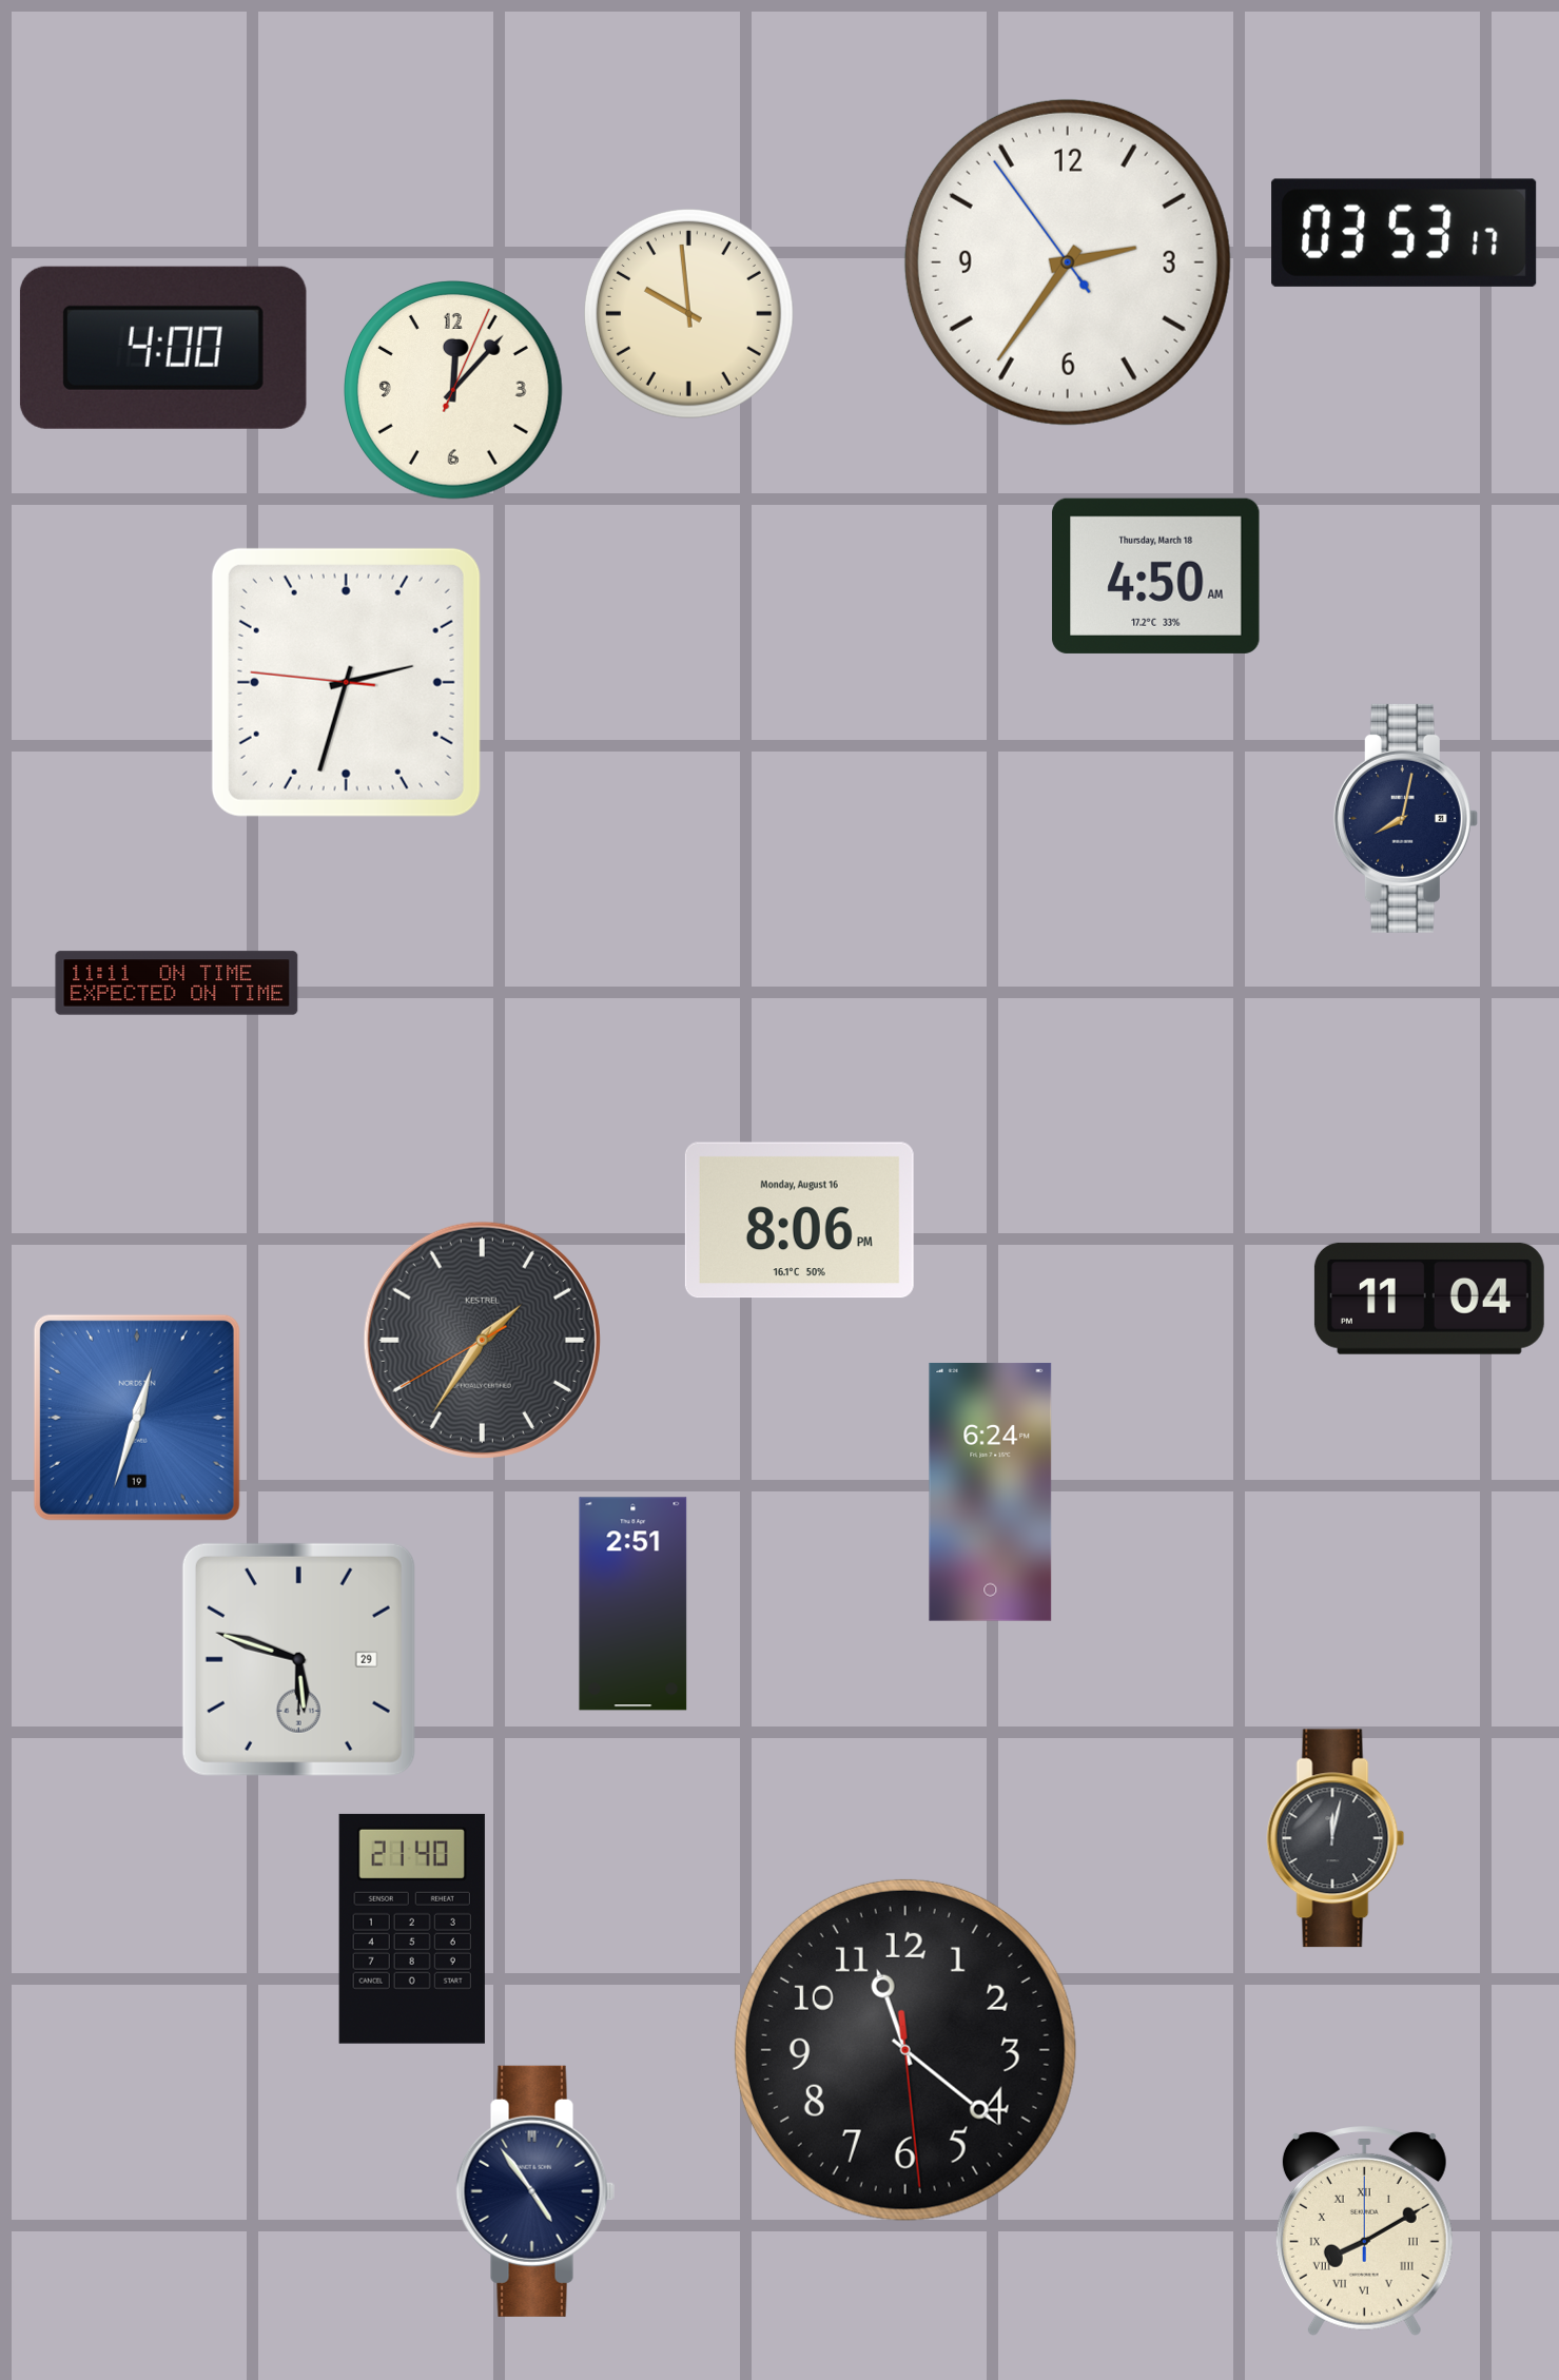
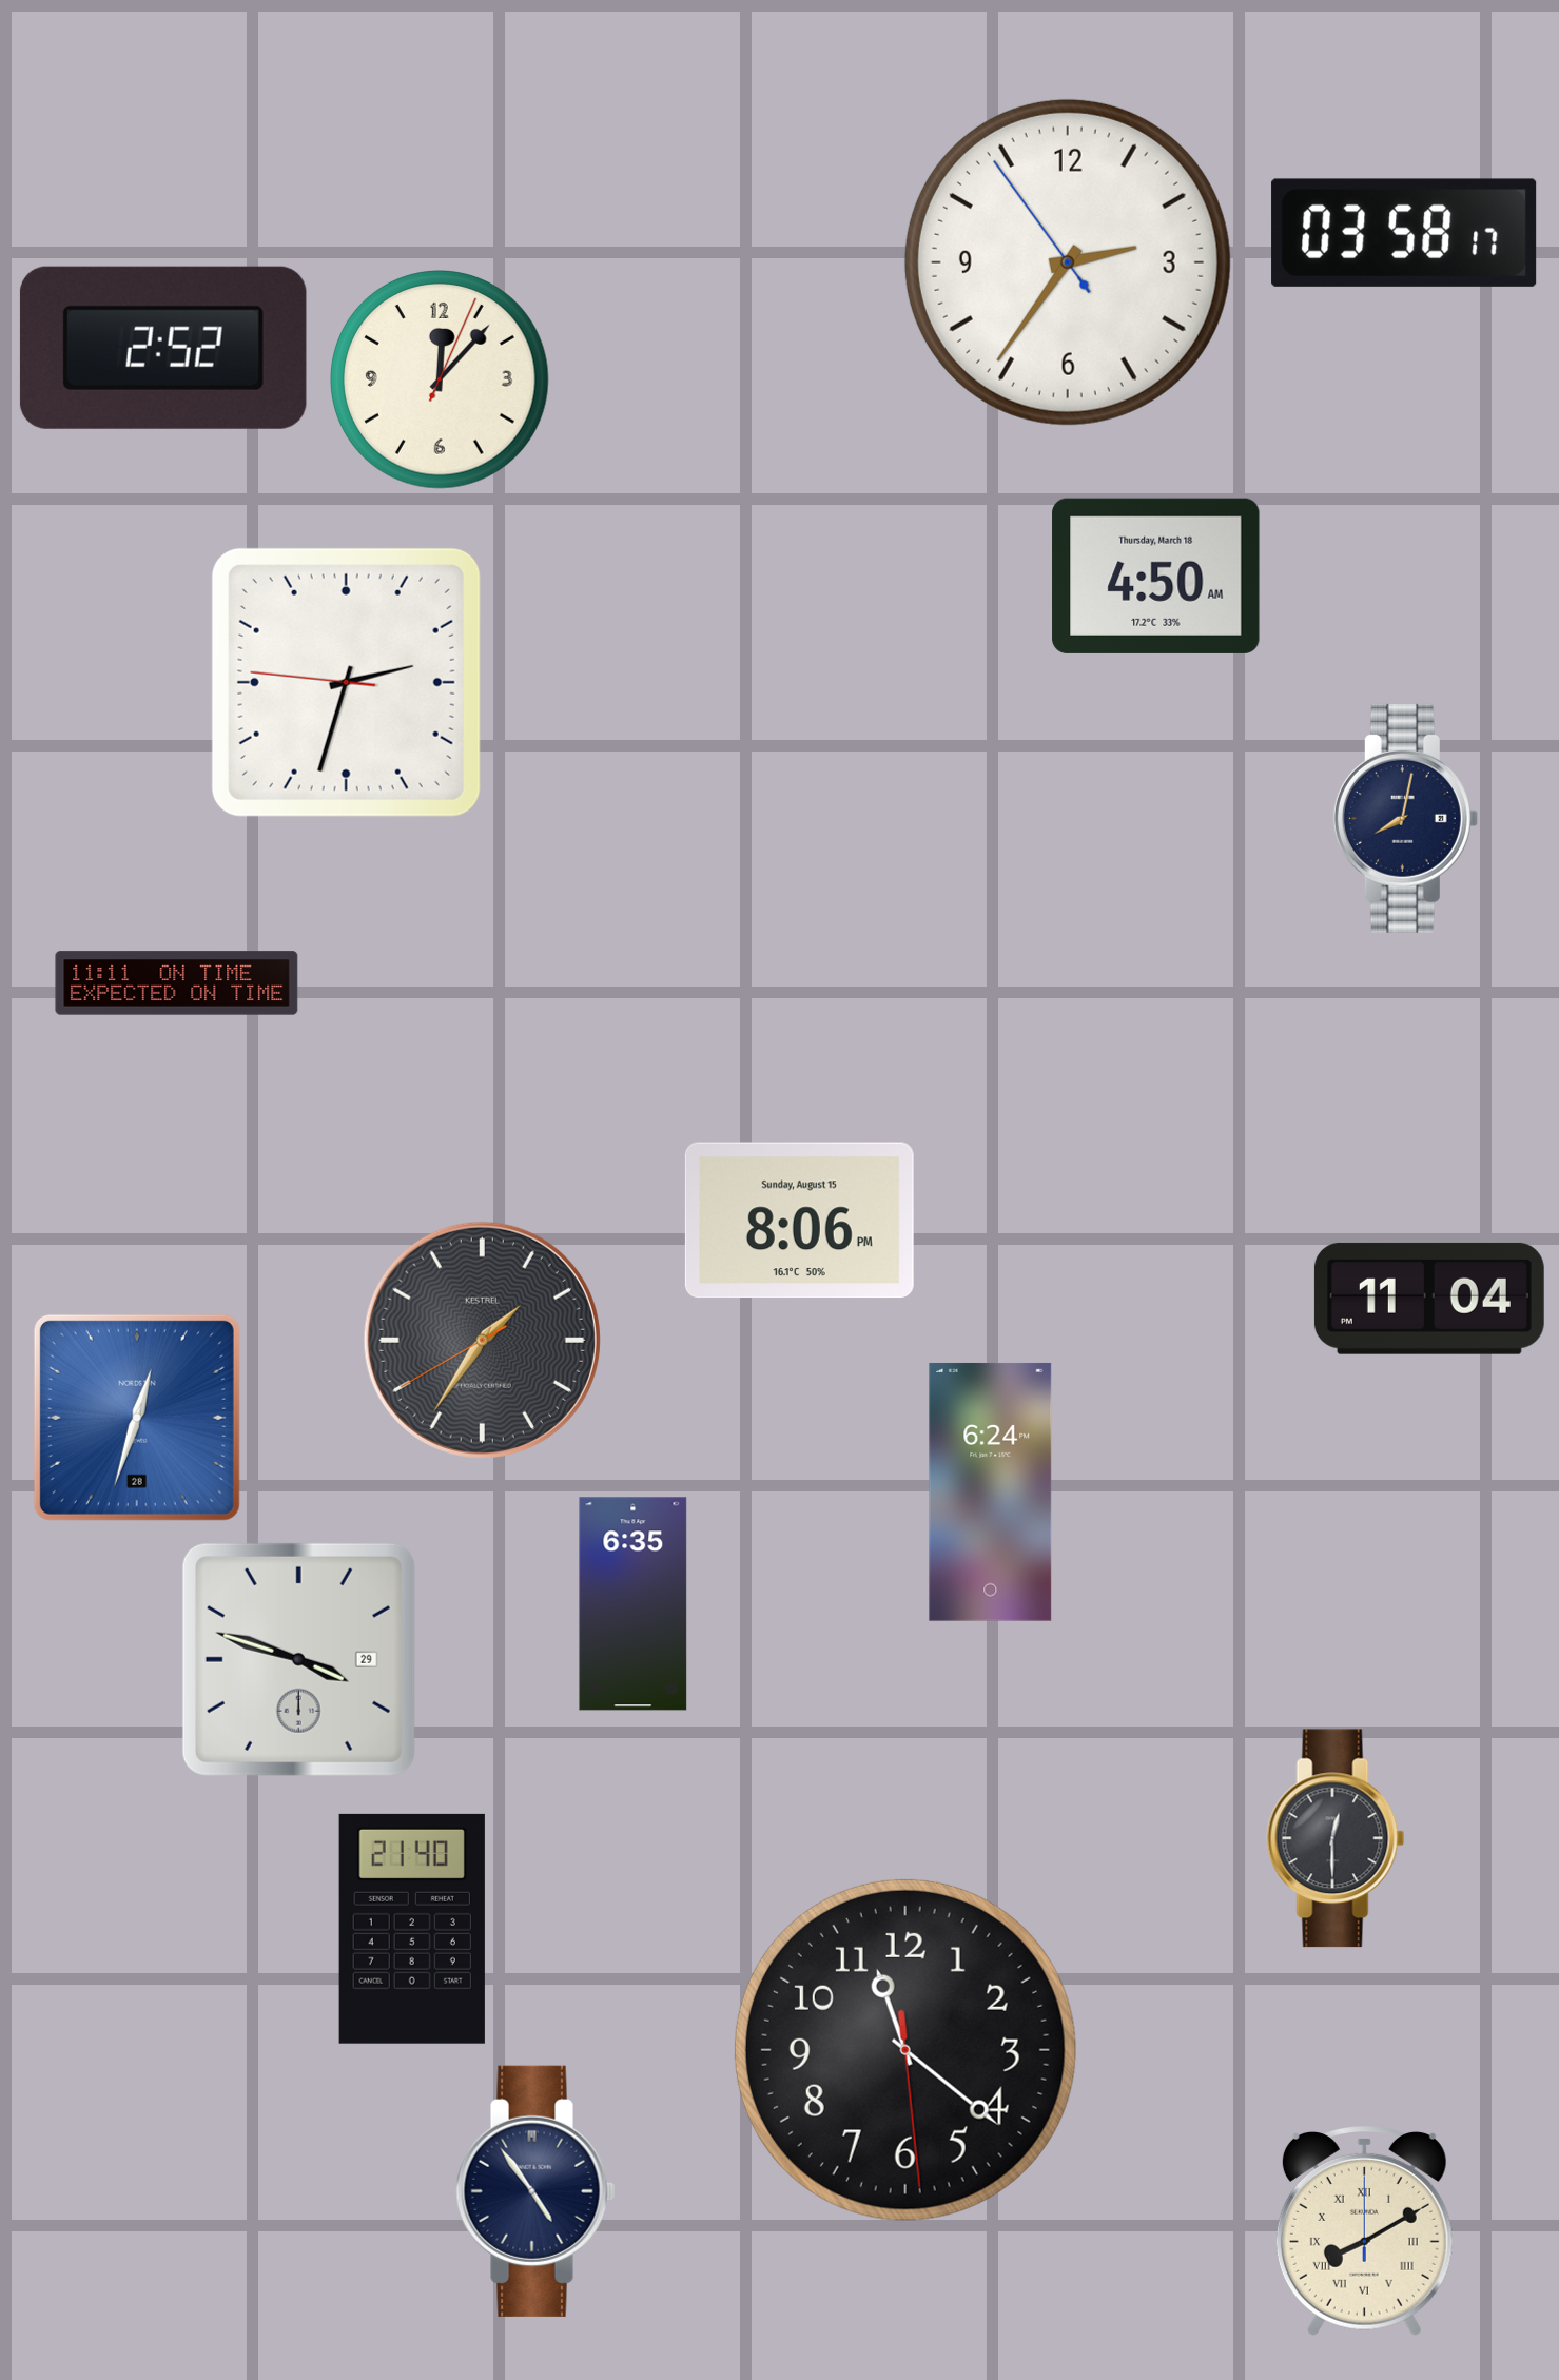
clock at (1404, 233): 03:53 -> 03:58
clock at (688, 313): 9:59 -> none
clock at (163, 348): 4:00 -> 2:52
clock at (454, 391) position: (454, 391) -> (441, 381)
clock at (799, 1221) date: Monday, August 16 -> Sunday, August 15
clock at (137, 1418) date: 19 -> 28
clock at (634, 1604): 2:51 -> 6:35
clock at (298, 1659): 5:48 -> 3:48
clock at (1336, 1838): 12:02 -> 12:30
